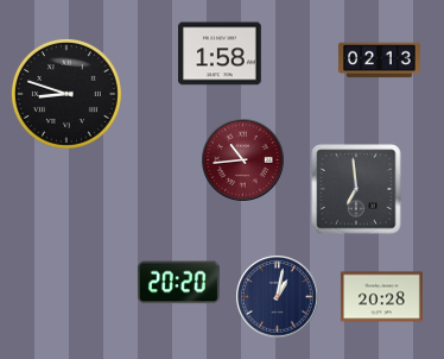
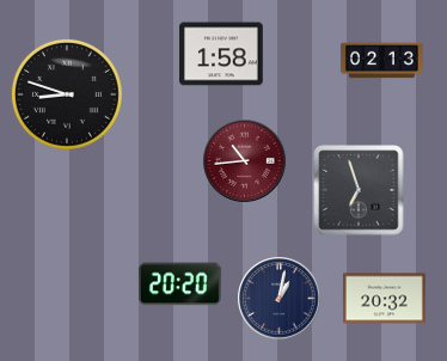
clock at (356, 189): 6:59 -> 6:57
clock at (381, 297): 20:28 -> 20:32
